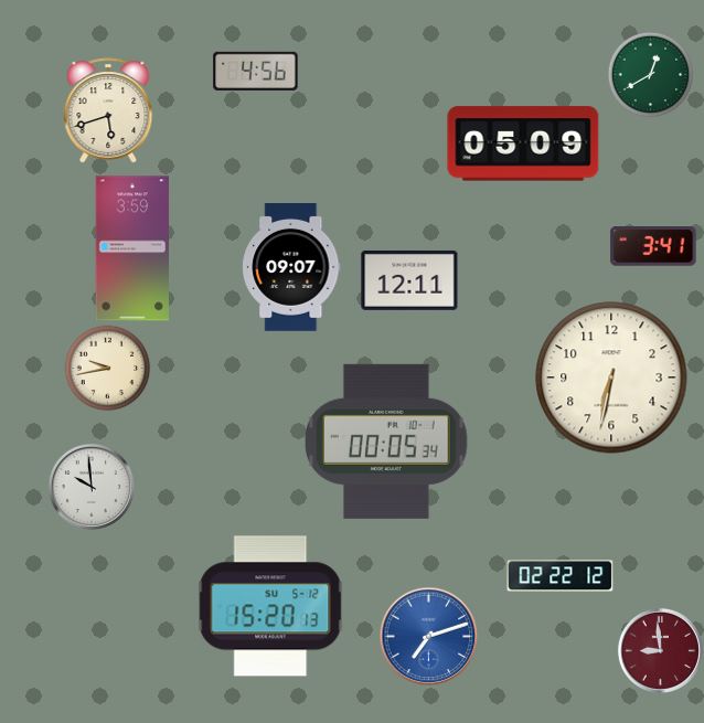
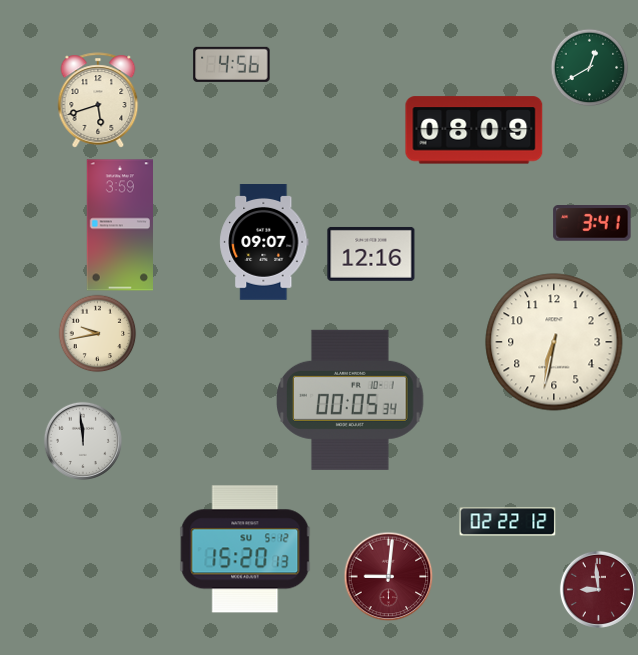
clock at (523, 143): 05:09 -> 08:09
clock at (409, 280): 12:11 -> 12:16
clock at (92, 487): 9:59 -> 11:59
clock at (428, 636): 7:12 -> 9:01
clock at (428, 636) dial: blue -> burgundy
